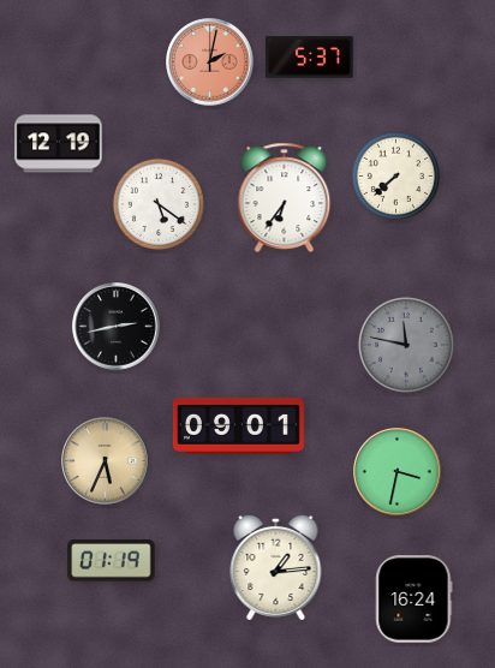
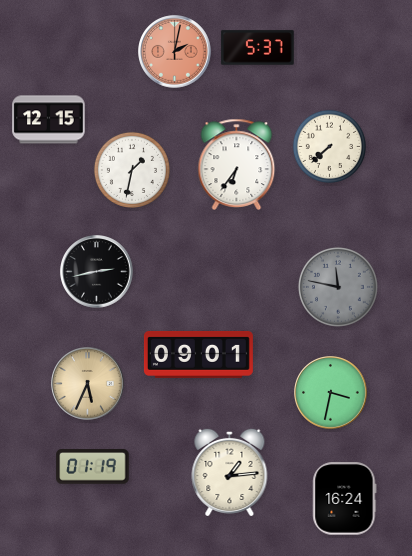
clock at (59, 144): 12:19 -> 12:15
clock at (159, 204): 5:21 -> 1:32
